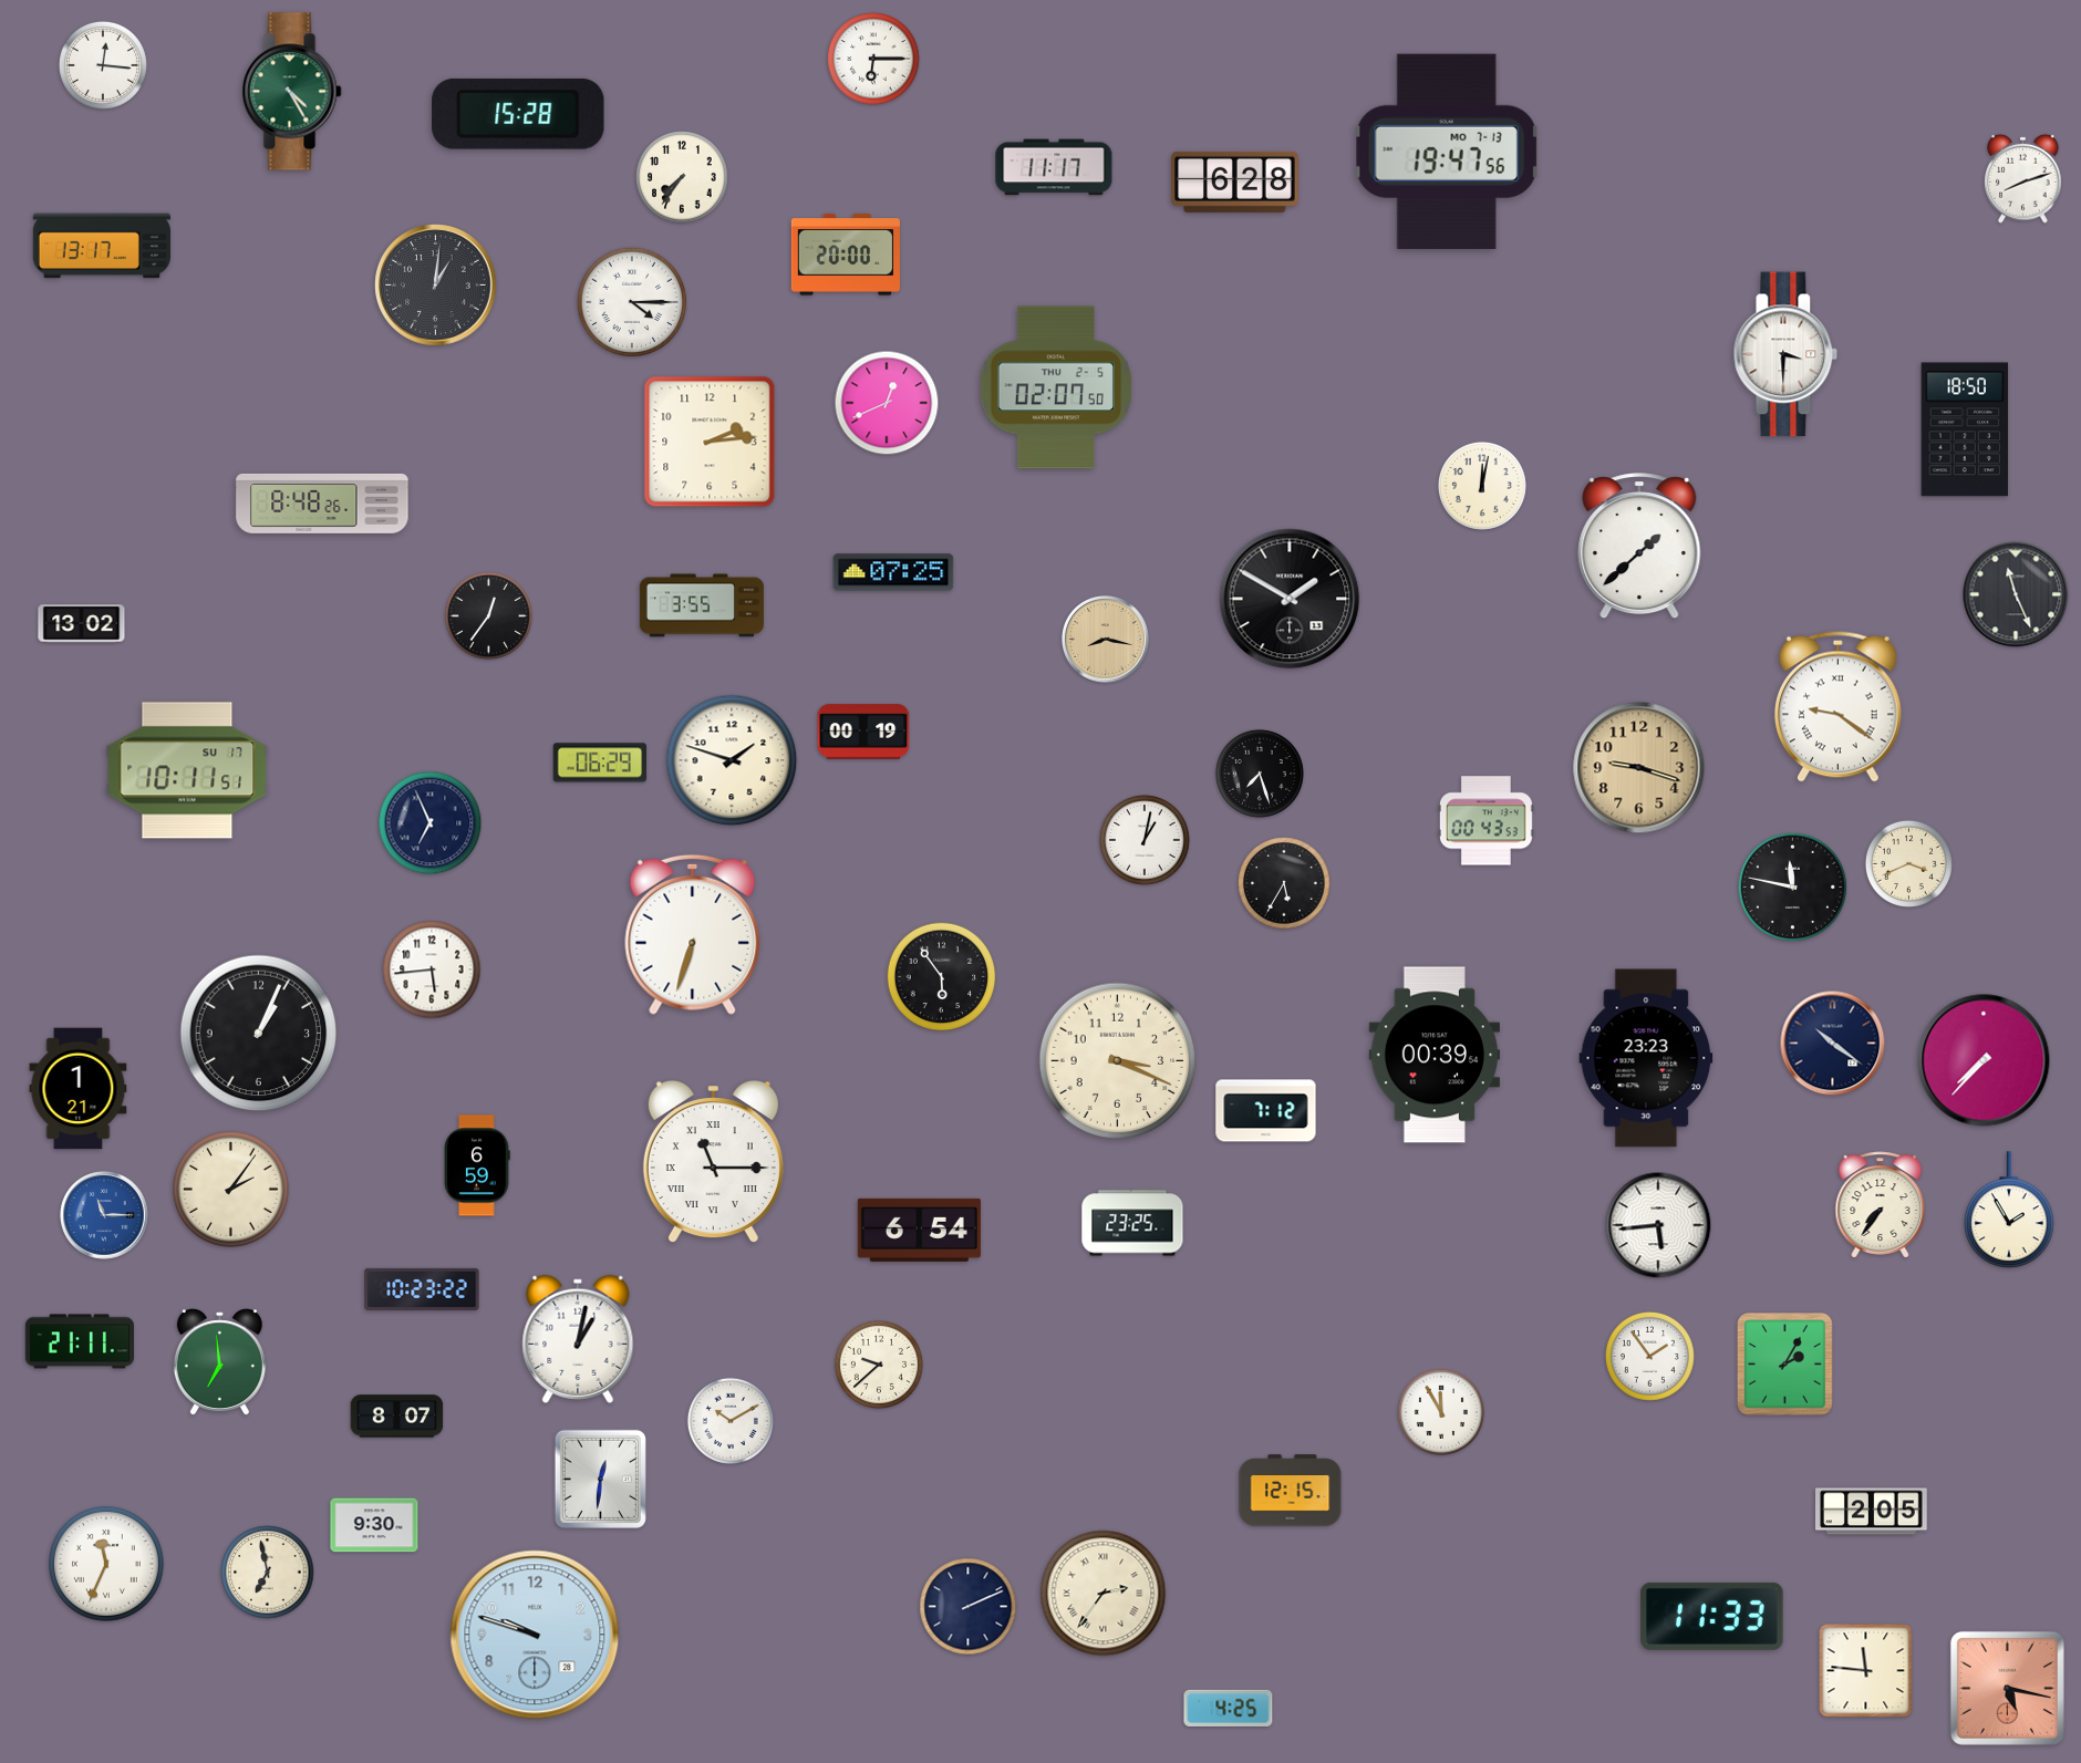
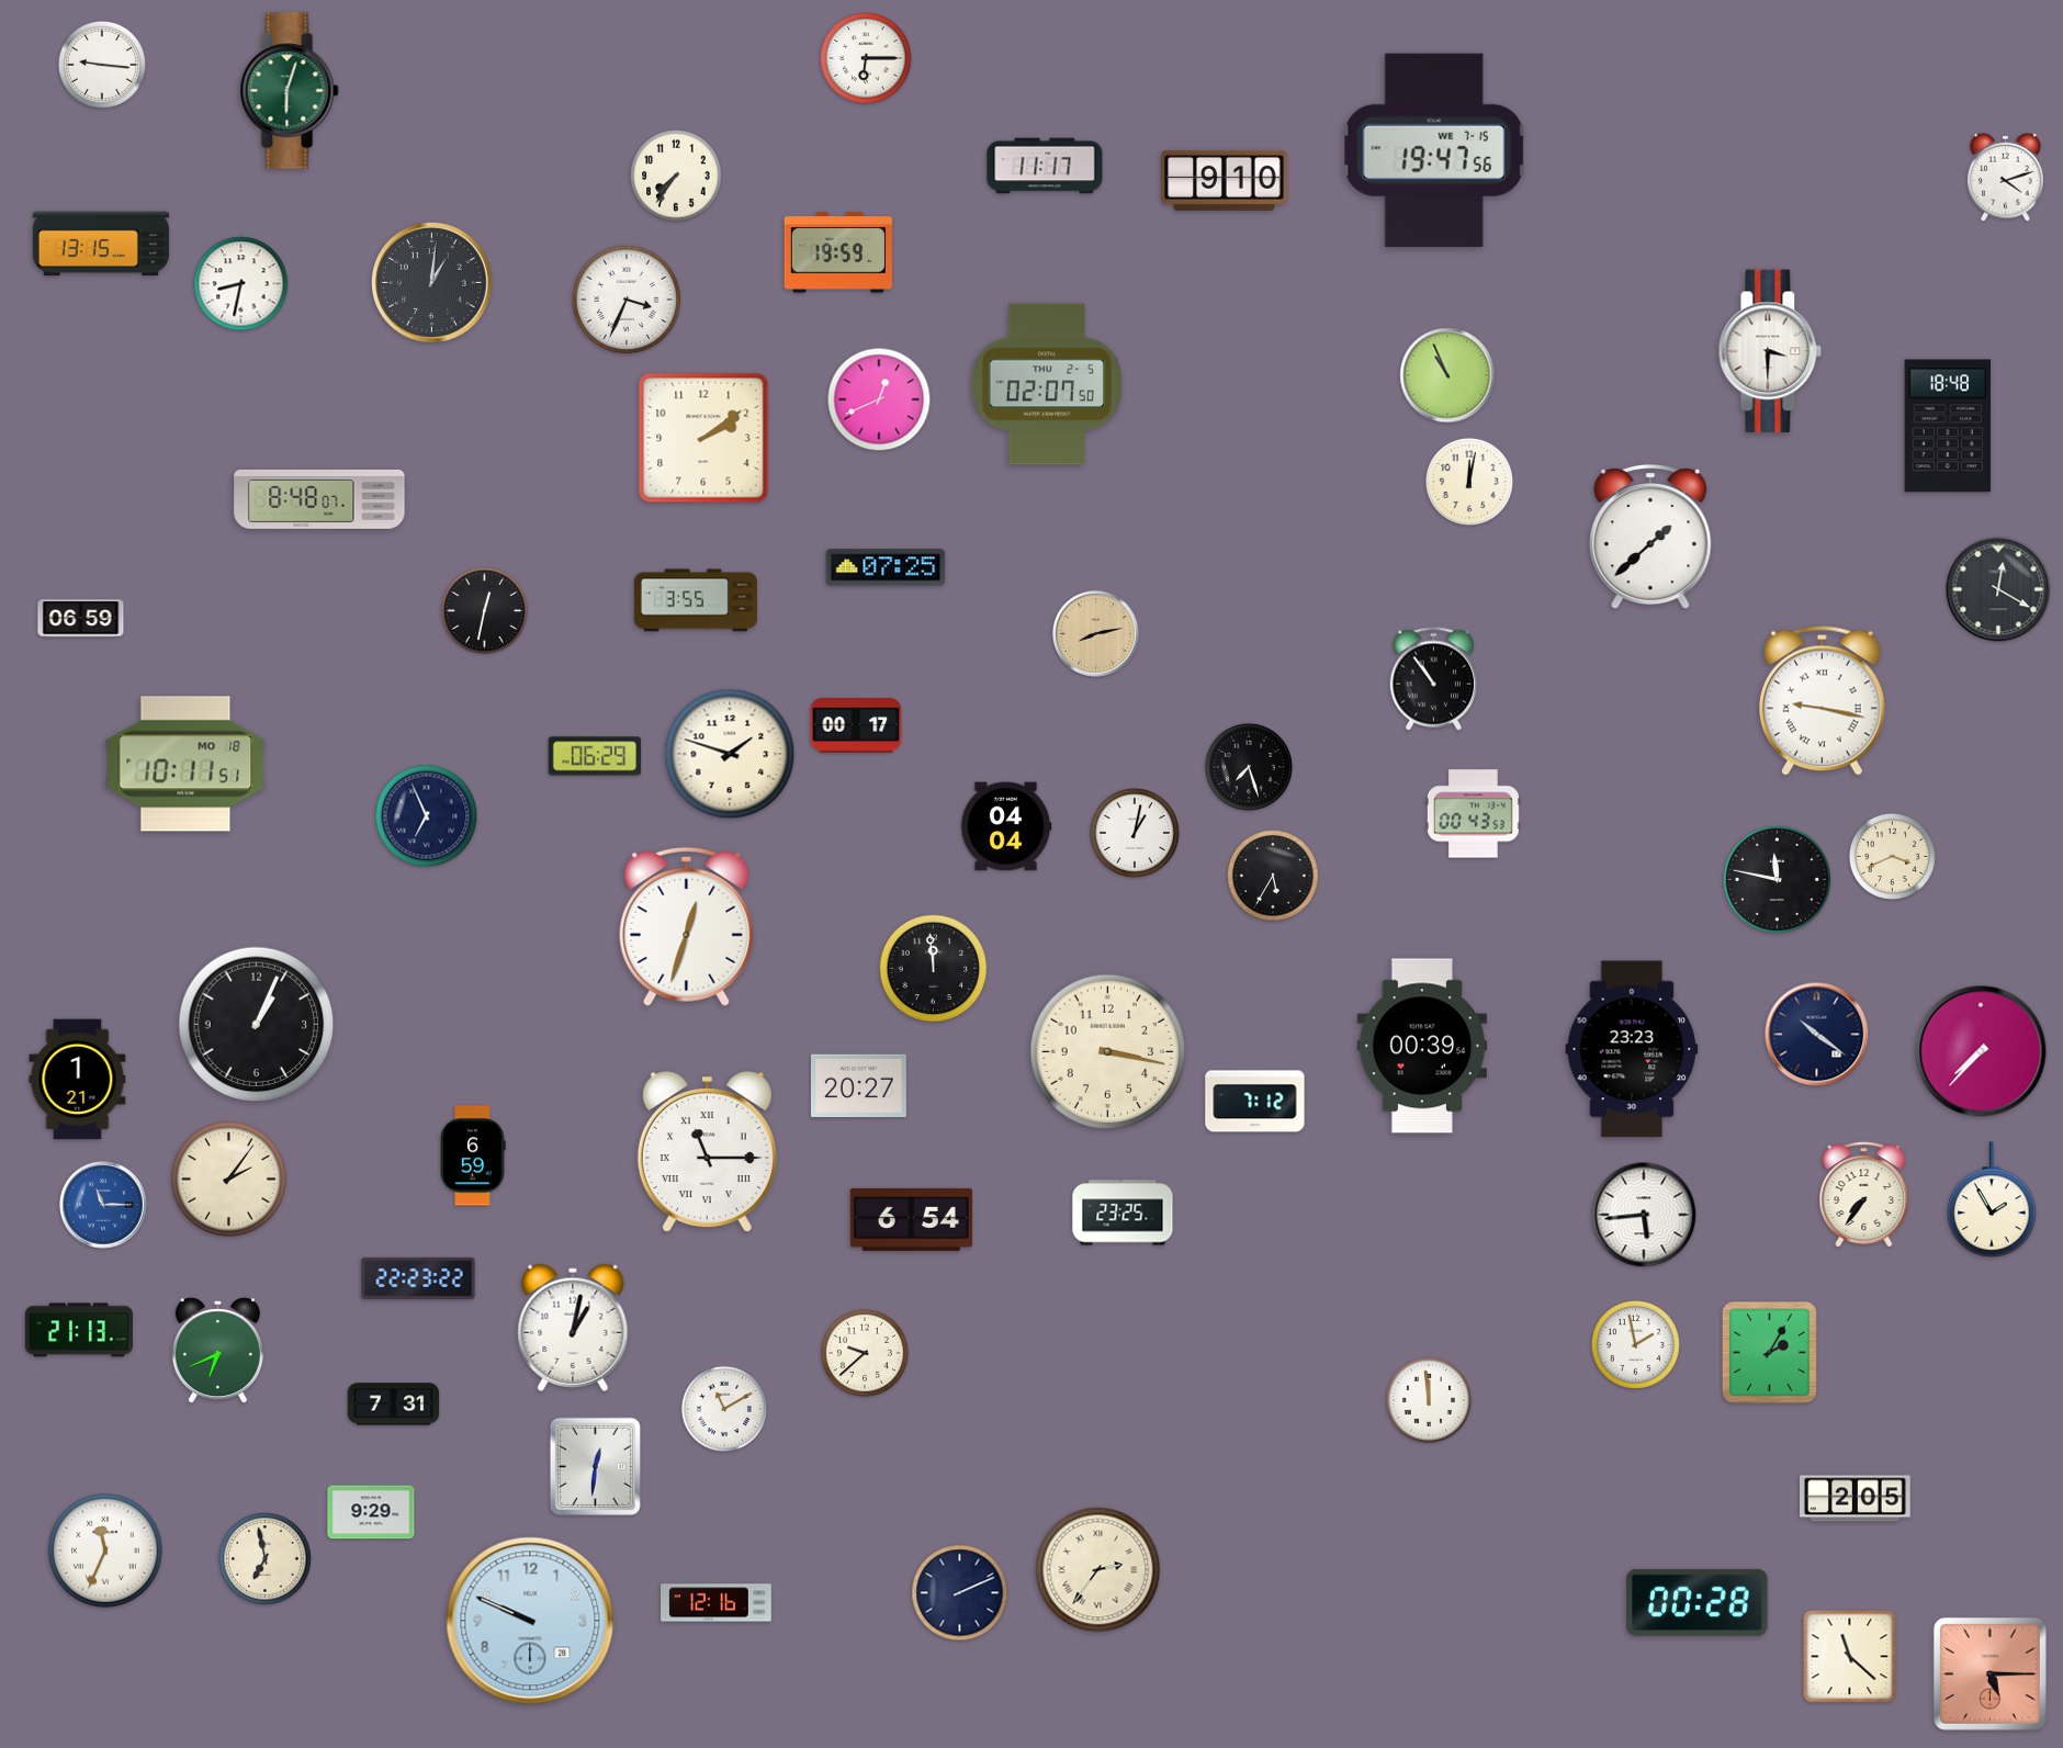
clock at (103, 65): 12:16 -> 9:16
clock at (292, 92): 4:25 -> 6:03
clock at (518, 114): 15:28 -> none
clock at (1447, 152) date: MO 7-13 -> WE 7-15
clock at (2023, 178): 8:12 -> 4:12
clock at (1235, 182): 6:28 -> 9:10
clock at (101, 246): 13:17 -> 13:15
clock at (846, 255): 20:00 -> 19:59
clock at (241, 284): none -> 8:32
clock at (632, 302): 4:15 -> 3:34
clock at (1447, 375): none -> 10:56
clock at (1965, 429): 18:50 -> 18:48
clock at (710, 442): 2:14 -> 2:09
clock at (322, 504): 8:48:26 -> 8:48:07
clock at (1639, 547) position: (1639, 547) -> (1650, 538)
clock at (2016, 594): 11:26 -> 12:20
clock at (1290, 599): 1:50 -> none
clock at (488, 615): 12:36 -> 12:32
clock at (82, 624): 13:02 -> 06:59
clock at (1106, 640): 8:17 -> 8:13
clock at (1434, 679): none -> 10:54
clock at (1837, 706): 9:21 -> 9:17
clock at (863, 732): 00:19 -> 00:17
clock at (732, 760) position: (732, 760) -> (730, 754)
clock at (1639, 768): 9:18 -> none
clock at (187, 770) date: SU 17 -> MO 18
clock at (1006, 826): none -> 04:04
clock at (693, 934): 6:33 -> 12:33
clock at (432, 969): 5:44 -> none
clock at (942, 977): 5:54 -> 11:59
clock at (1984, 1060) position: (1984, 1060) -> (1981, 1051)
clock at (1118, 1061): 3:19 -> 3:17
clock at (858, 1086): none -> 20:27
clock at (422, 1289): 10:23 -> 22:23
clock at (80, 1341): 21:11 -> 21:13
clock at (1649, 1356): 1:54 -> 1:58
clock at (219, 1362): 6:59 -> 6:41
clock at (879, 1365) position: (879, 1365) -> (865, 1353)
clock at (1441, 1412): 11:55 -> 11:59
clock at (397, 1417): 8:07 -> 7:31
clock at (731, 1421): 10:10 -> 11:10
clock at (1291, 1491): 12:15 -> none
clock at (374, 1525): 9:30 -> 9:29
clock at (1104, 1594) position: (1104, 1594) -> (1098, 1570)
clock at (1712, 1616): 11:33 -> 00:28
clock at (717, 1603): none -> 12:16
clock at (535, 1635): 9:48 -> 9:49
clock at (1866, 1671): 11:46 -> 11:22
clock at (2007, 1688): 5:17 -> 5:15
clock at (1229, 1708): 4:25 -> none
